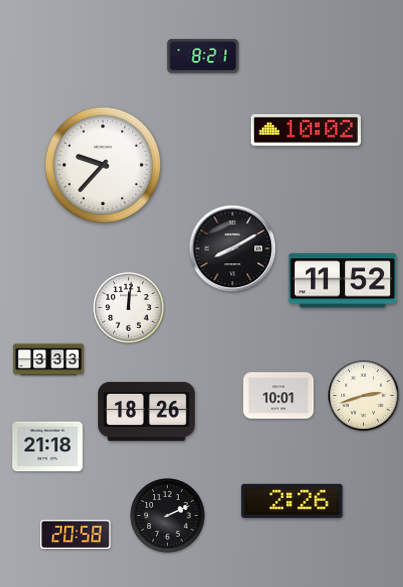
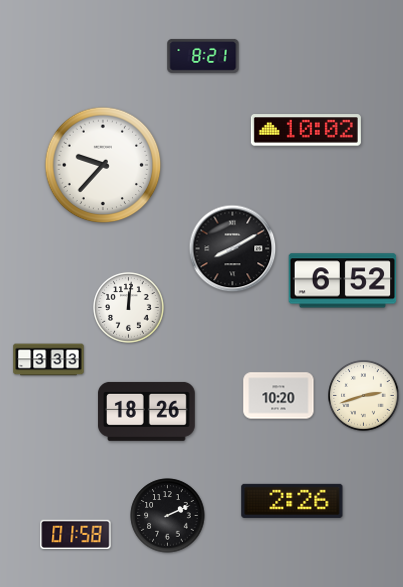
clock at (343, 281): 11:52 -> 6:52
clock at (279, 396): 10:01 -> 10:20
clock at (48, 447): 21:18 -> none
clock at (76, 535): 20:58 -> 01:58
